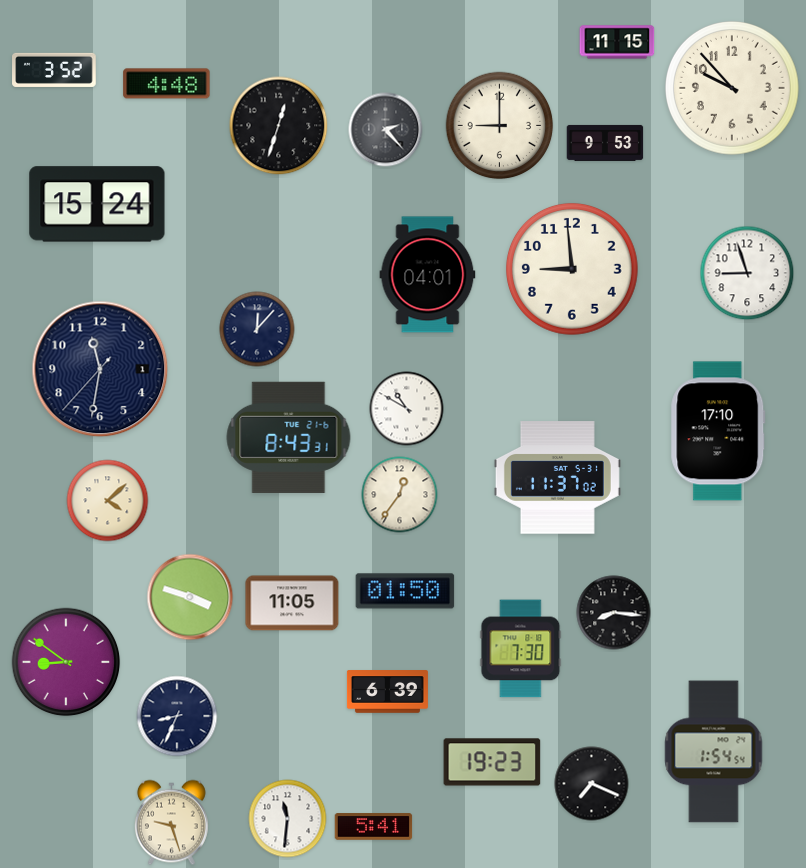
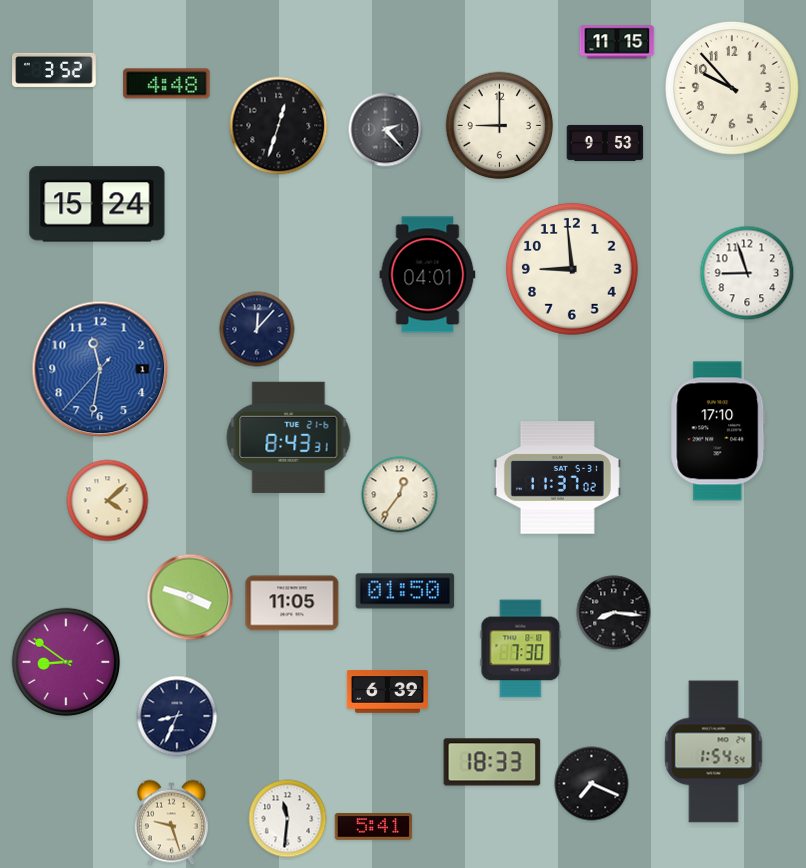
clock at (100, 369) dial: navy -> blue
clock at (407, 409): 10:50 -> none
clock at (492, 762): 19:23 -> 18:33
